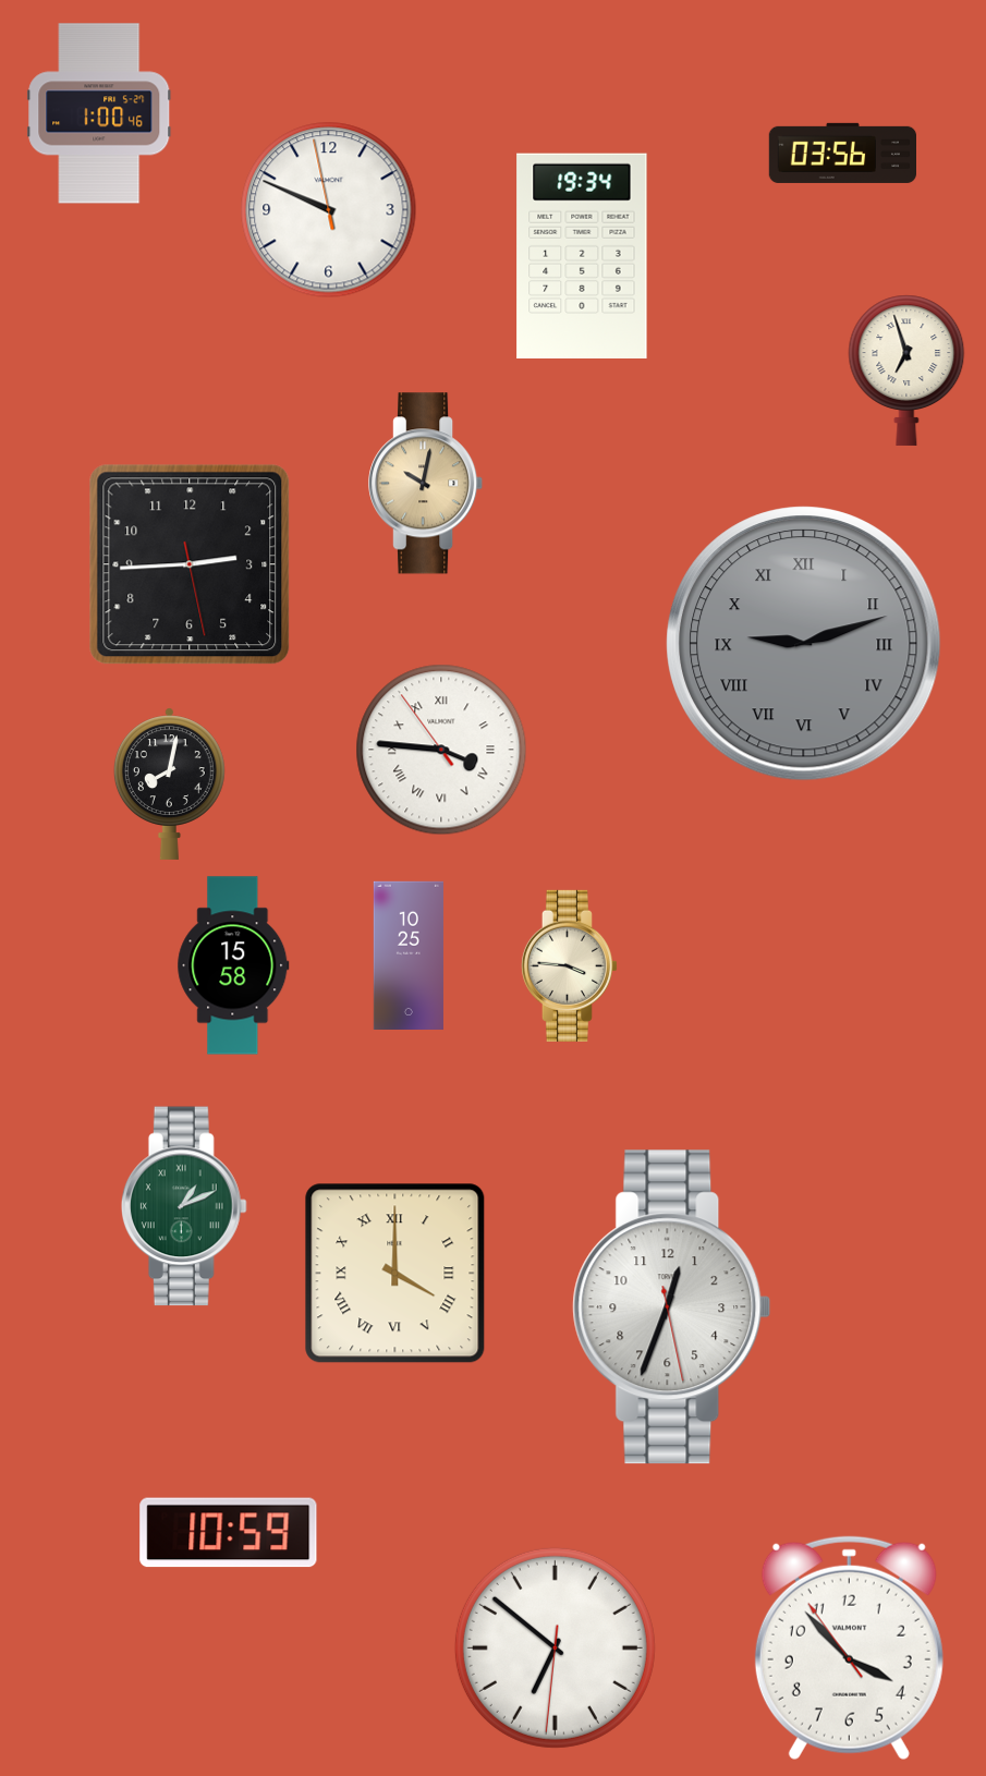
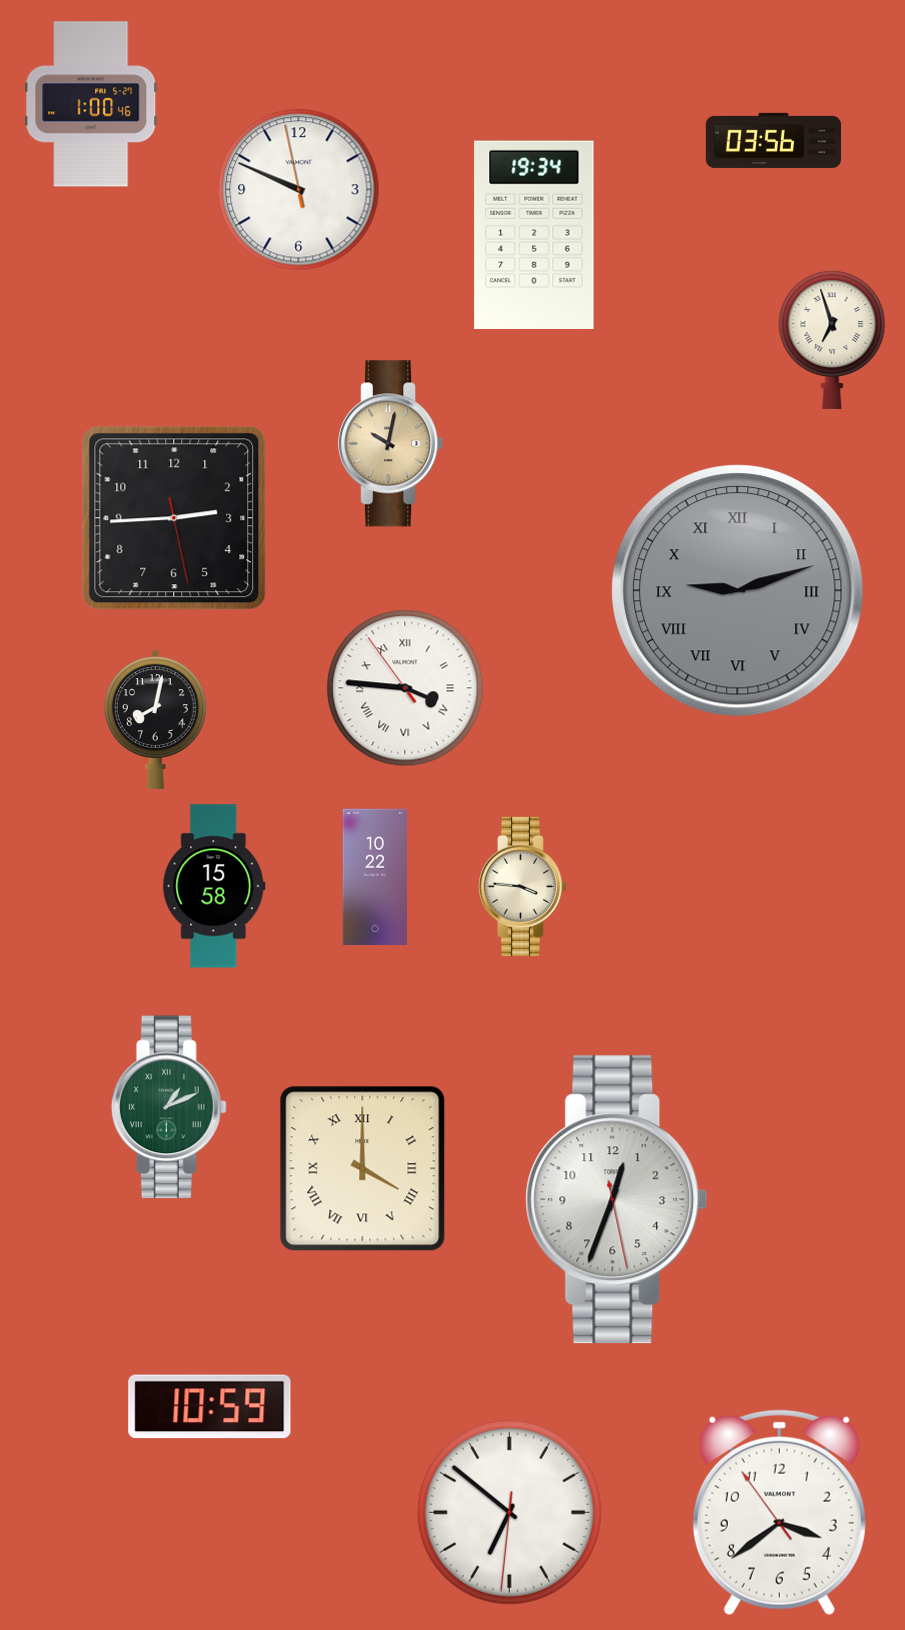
clock at (329, 210) position: (329, 210) -> (299, 190)
clock at (409, 954): 10:25 -> 10:22
clock at (849, 1649): 3:52 -> 3:38
